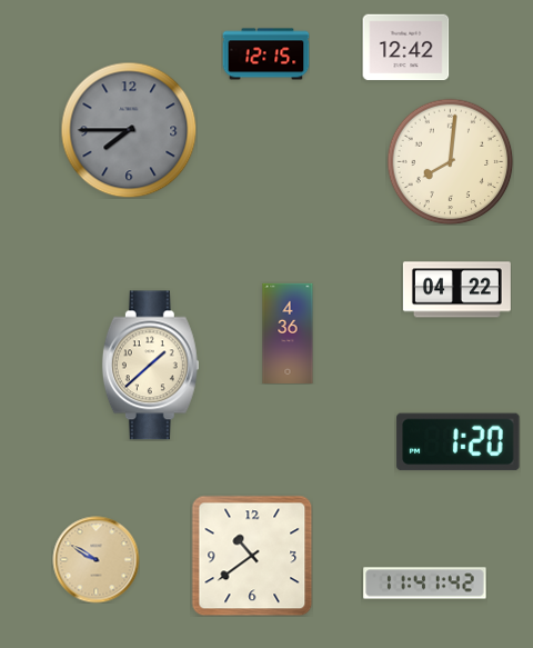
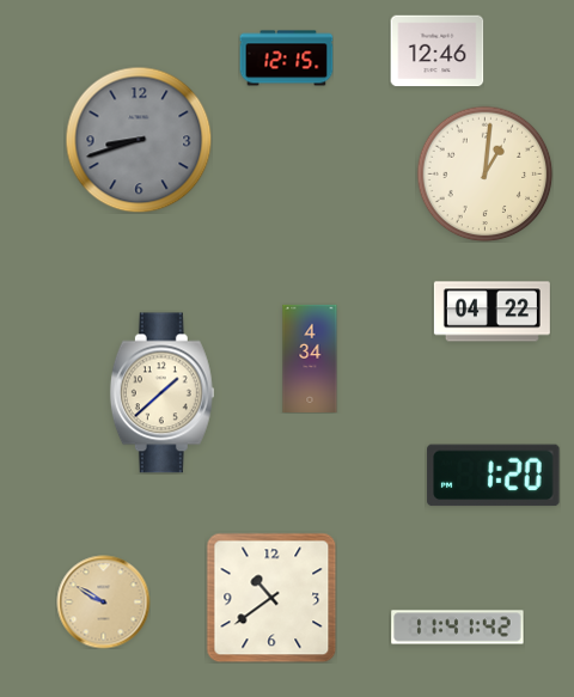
clock at (405, 48): 12:42 -> 12:46
clock at (129, 130): 7:45 -> 8:42
clock at (450, 161): 8:01 -> 1:01
clock at (288, 332): 4:36 -> 4:34
